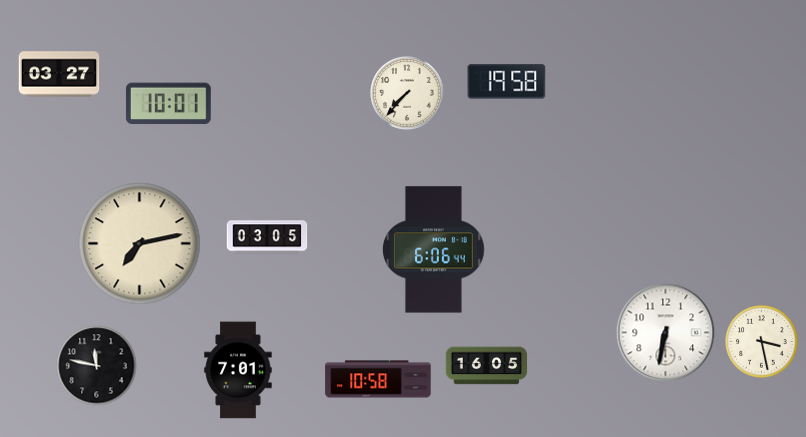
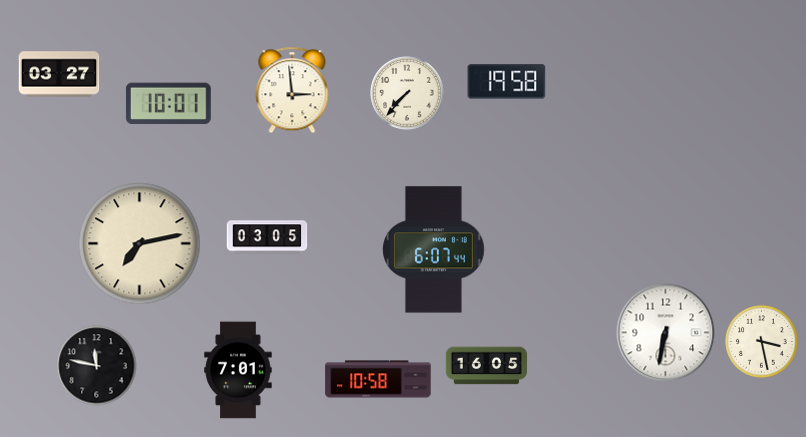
clock at (292, 90): none -> 2:59
clock at (434, 250): 6:06 -> 6:07
